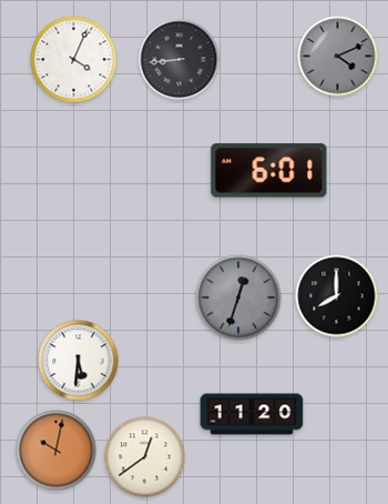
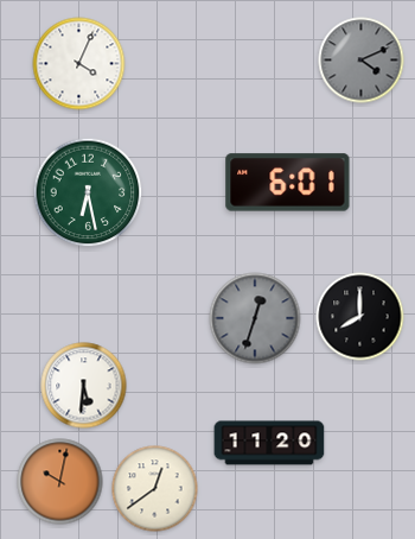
clock at (180, 60): 8:44 -> none
clock at (88, 192): none -> 6:28
